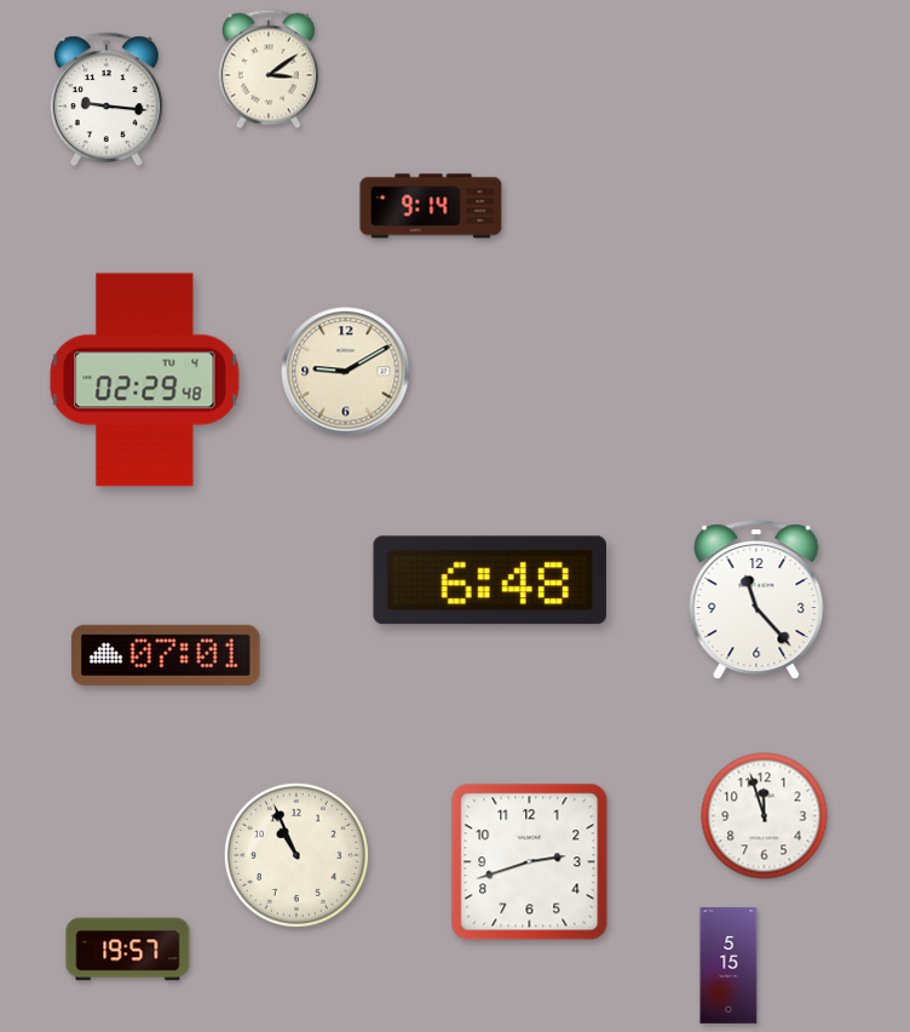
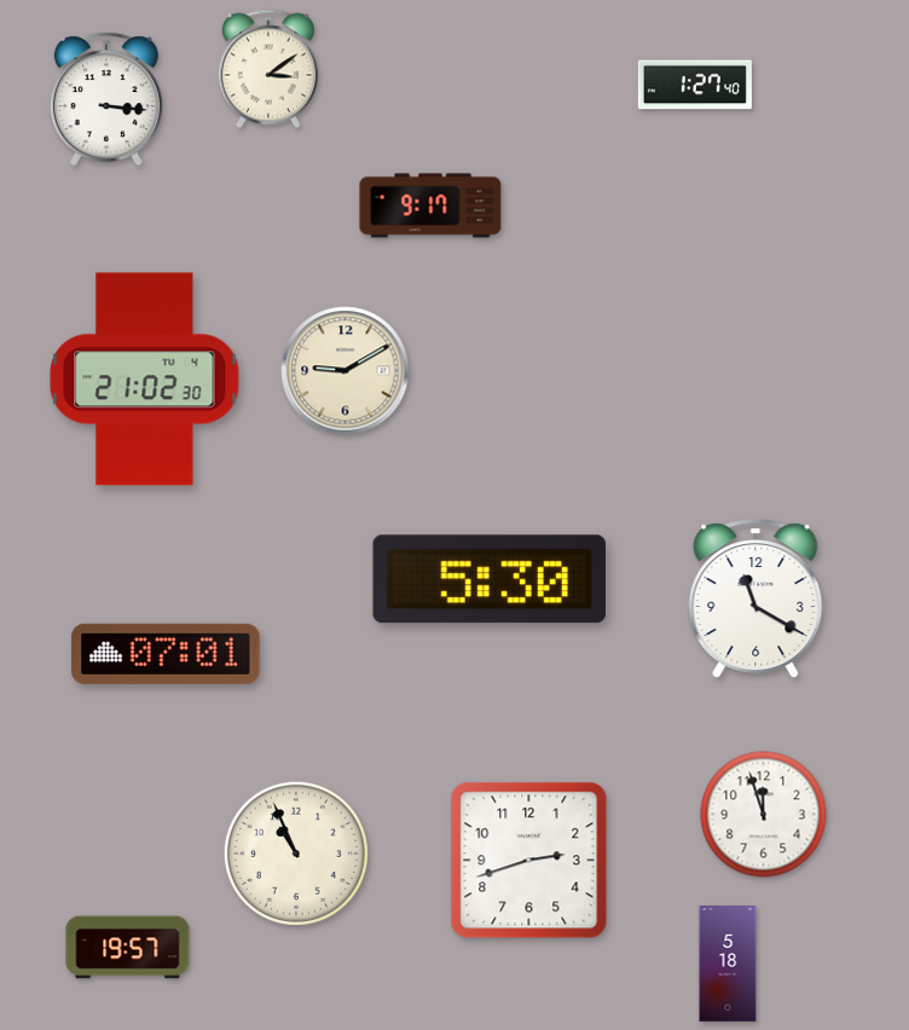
clock at (695, 85): none -> 1:27
clock at (106, 99): 9:16 -> 3:16
clock at (431, 206): 9:14 -> 9:17
clock at (145, 380): 02:29 -> 21:02
clock at (490, 580): 6:48 -> 5:30
clock at (756, 600): 11:23 -> 11:20
clock at (728, 965): 5:15 -> 5:18
